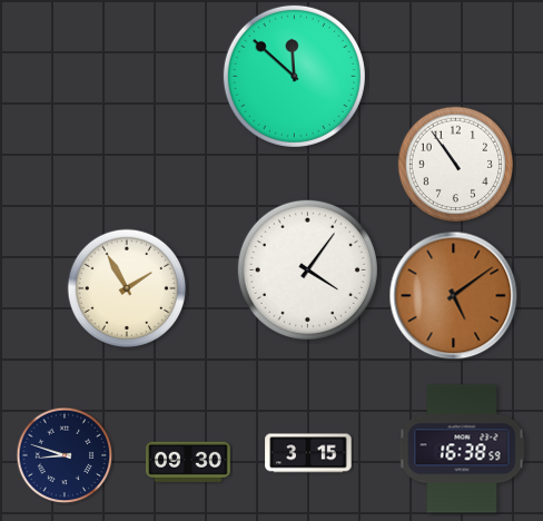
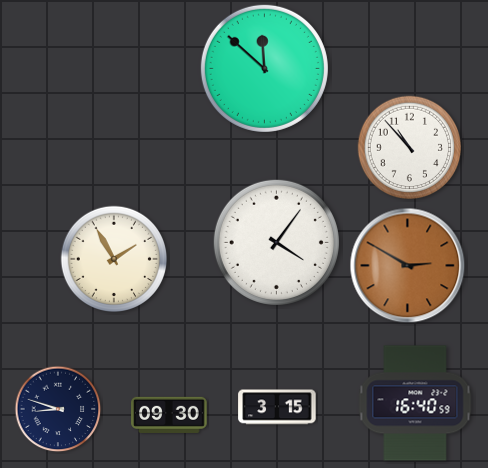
clock at (456, 165): 10:54 -> 10:53
clock at (454, 296): 5:09 -> 2:50
clock at (462, 449): 16:38 -> 16:40
